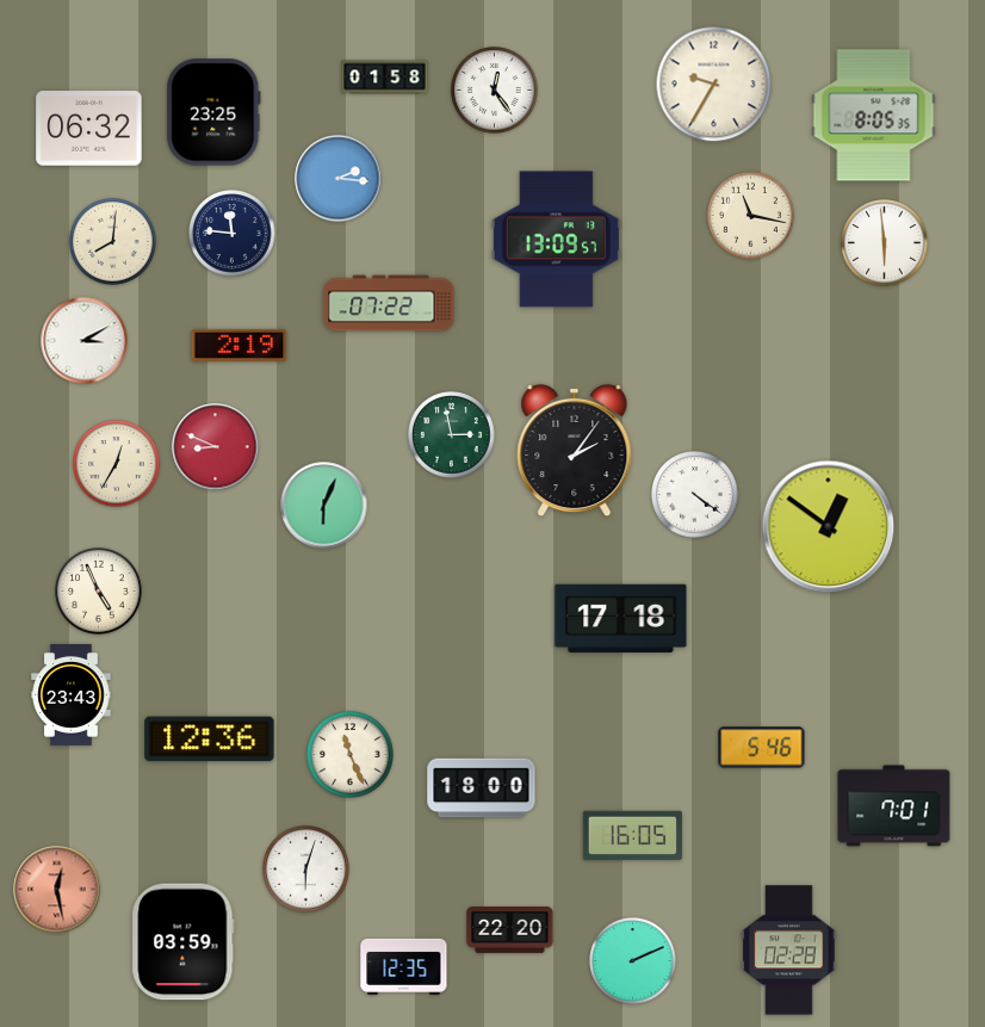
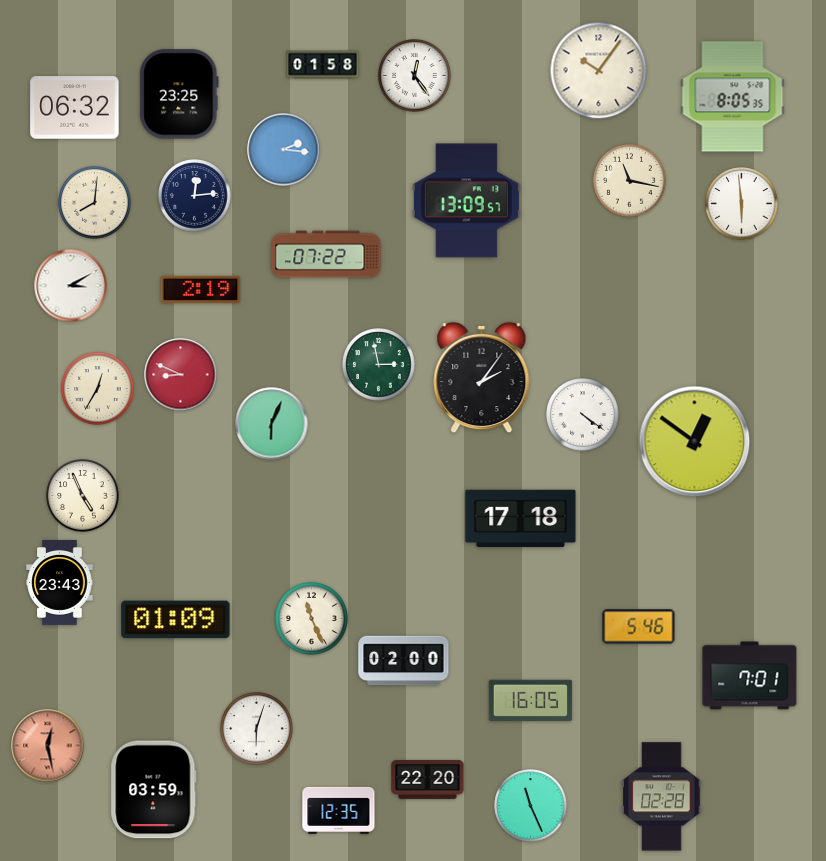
clock at (714, 85): 9:35 -> 10:06
clock at (233, 234): 11:46 -> 12:14
clock at (210, 740): 12:36 -> 01:09
clock at (351, 755) position: (351, 755) -> (312, 619)
clock at (482, 788): 18:00 -> 02:00
clock at (633, 961): 2:11 -> 11:26
